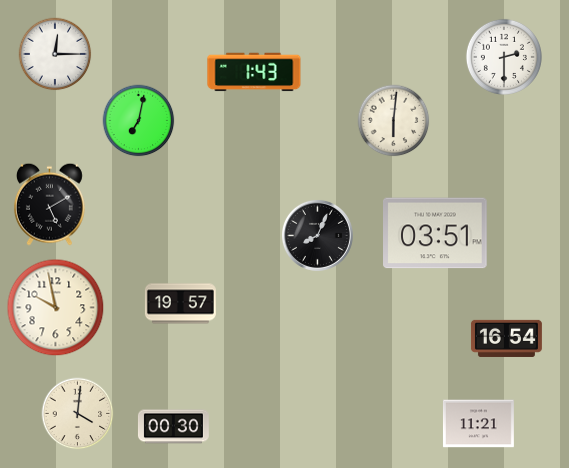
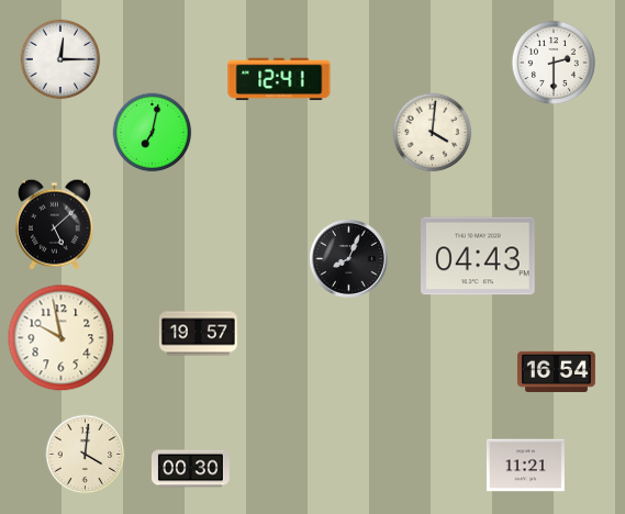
clock at (254, 72): 1:43 -> 12:41
clock at (394, 121): 6:01 -> 4:01
clock at (49, 204): 5:10 -> 5:08
clock at (436, 233): 03:51 -> 04:43
